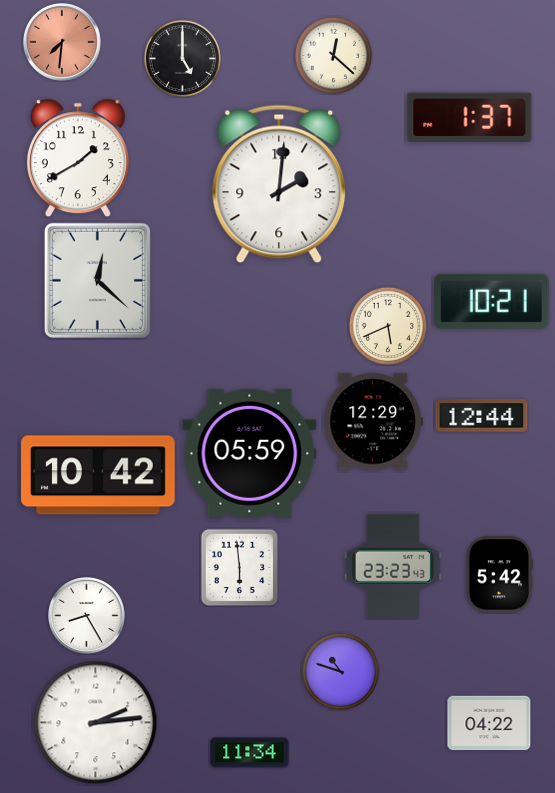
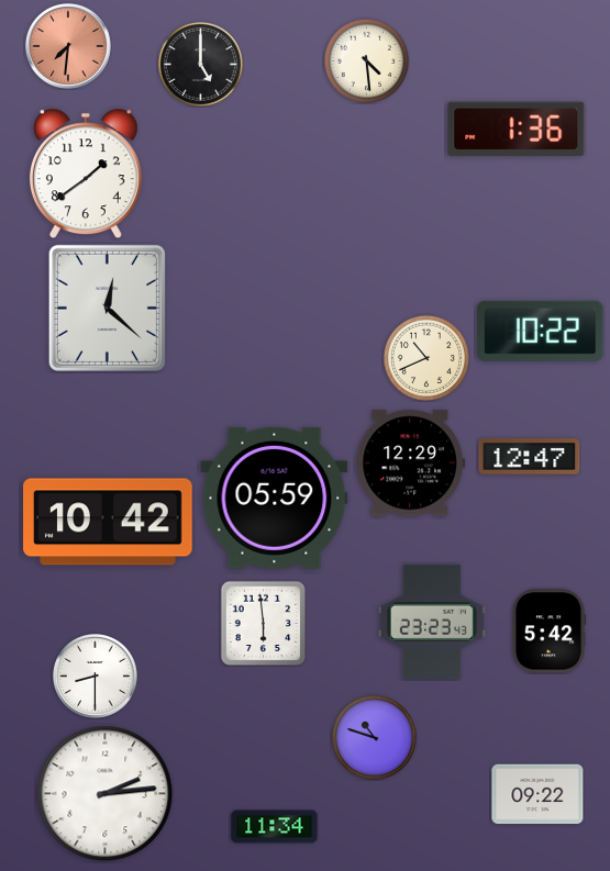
clock at (333, 55): 12:22 -> 4:29
clock at (470, 118): 1:37 -> 1:36
clock at (78, 158): 1:40 -> 1:39
clock at (279, 184): 2:01 -> none
clock at (492, 301): 10:21 -> 10:22
clock at (388, 326): 5:41 -> 10:41
clock at (482, 416): 12:44 -> 12:47
clock at (87, 616): 8:25 -> 8:30
clock at (489, 723): 04:22 -> 09:22
